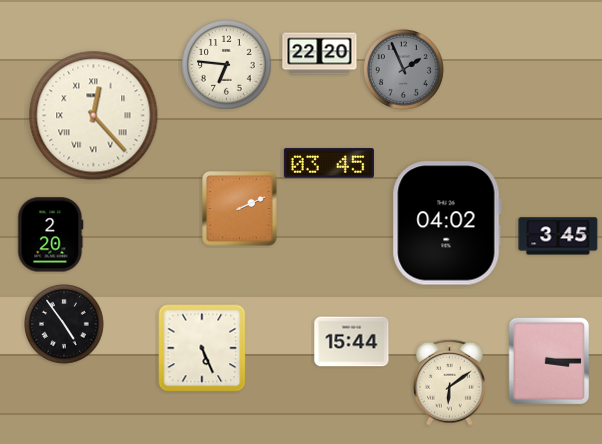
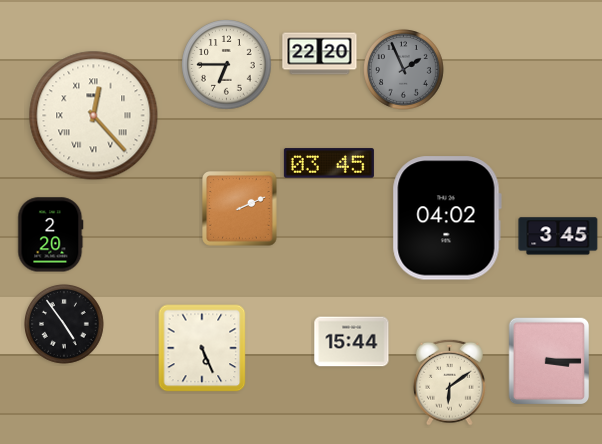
clock at (227, 65): 6:46 -> 6:45
clock at (447, 223) position: (447, 223) -> (447, 218)
